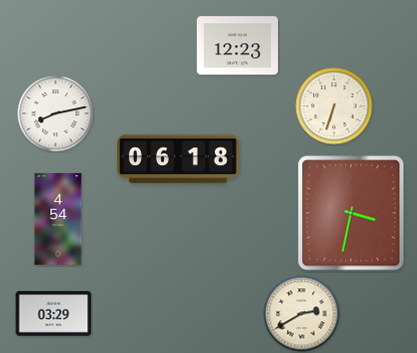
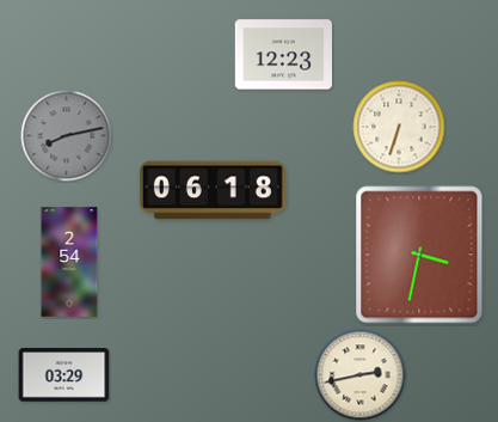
clock at (56, 114) dial: white -> grey
clock at (58, 219): 4:54 -> 2:54
clock at (302, 314): 2:40 -> 2:43
